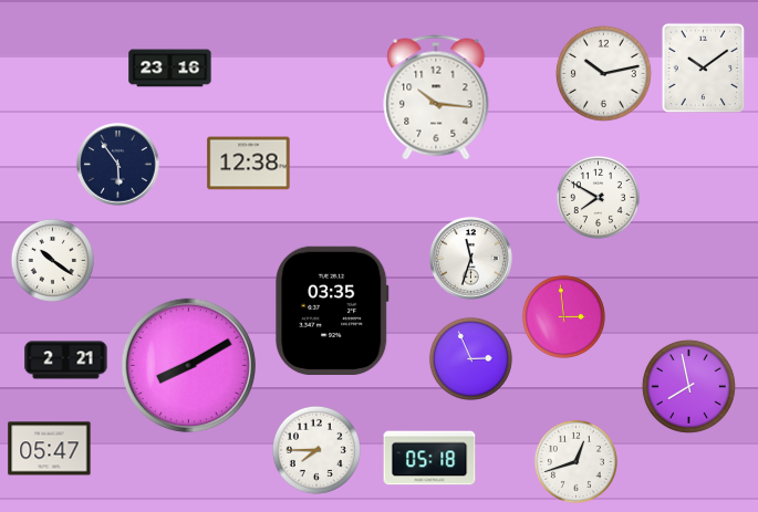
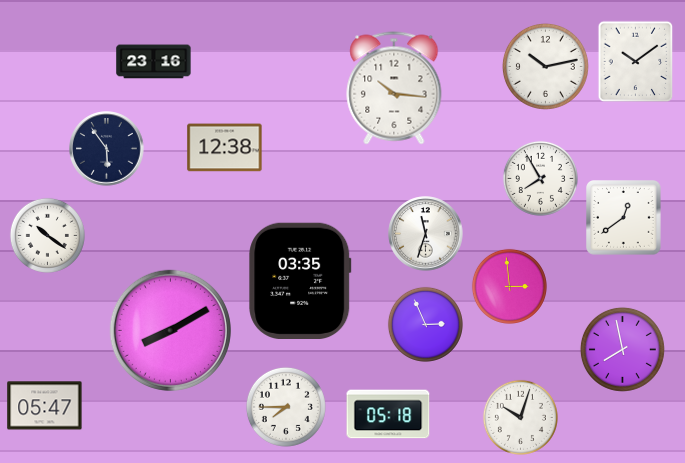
clock at (598, 197): 7:50 -> 7:55
clock at (624, 218): none -> 12:39
clock at (66, 361): 2:21 -> none
clock at (575, 461): 12:42 -> 10:03
